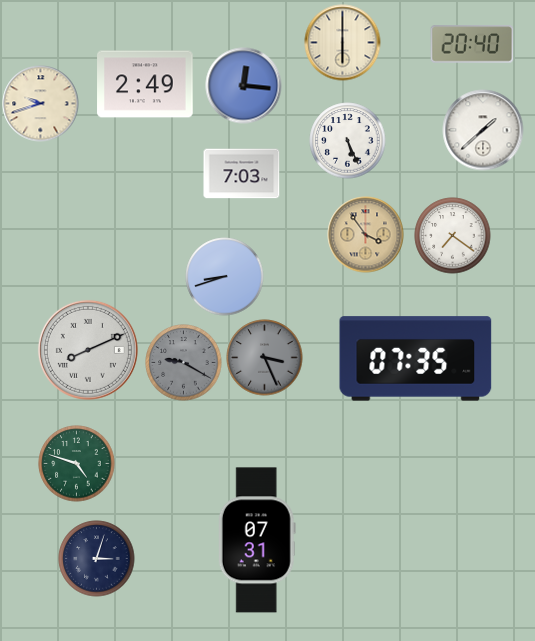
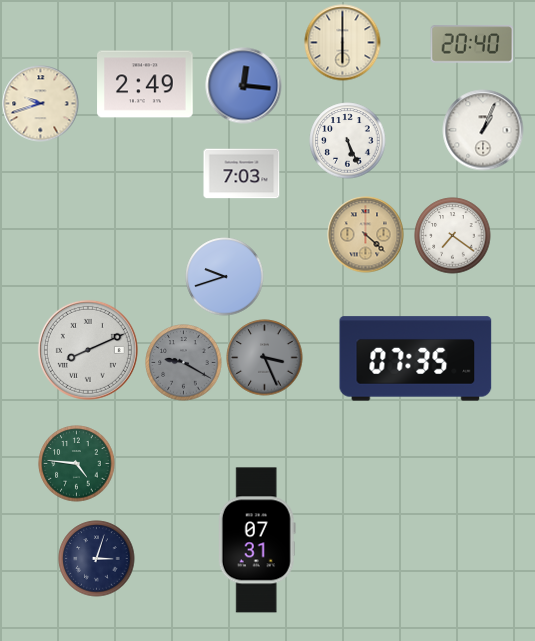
clock at (483, 130): 1:38 -> 1:04
clock at (366, 235): 3:54 -> 4:22
clock at (225, 277): 8:42 -> 9:42
clock at (77, 464): 4:48 -> 4:46
